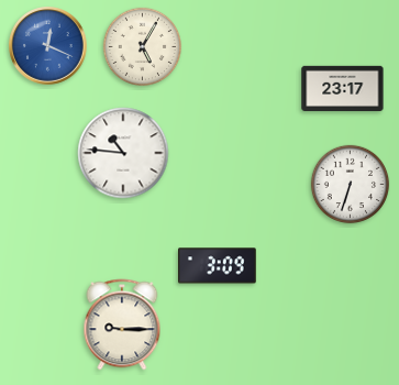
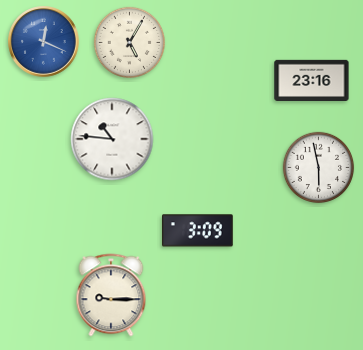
clock at (343, 88): 23:17 -> 23:16
clock at (351, 185): 6:33 -> 5:58
clock at (218, 266) position: (218, 266) -> (198, 231)
